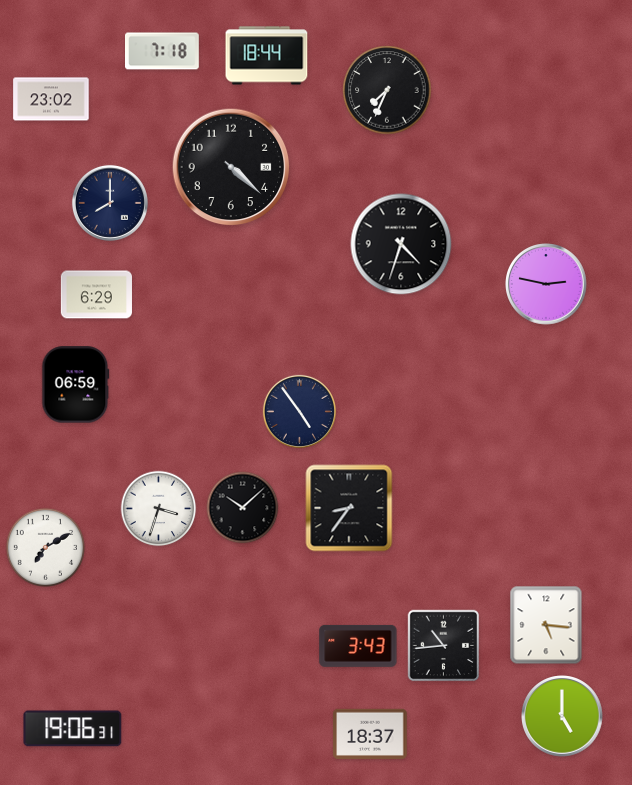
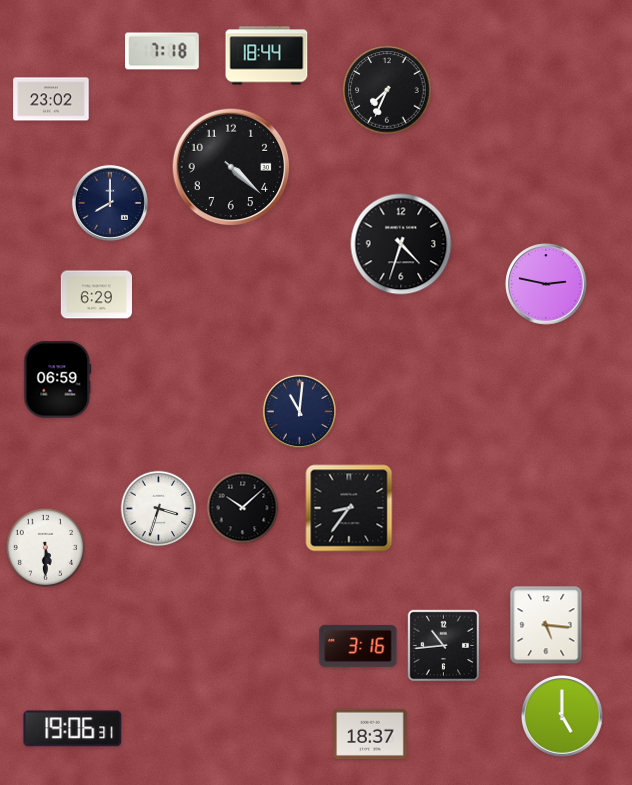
clock at (76, 385) position: (76, 385) -> (58, 380)
clock at (299, 411): 4:54 -> 11:01
clock at (45, 547): 7:10 -> 5:30
clock at (358, 646): 3:43 -> 3:16
